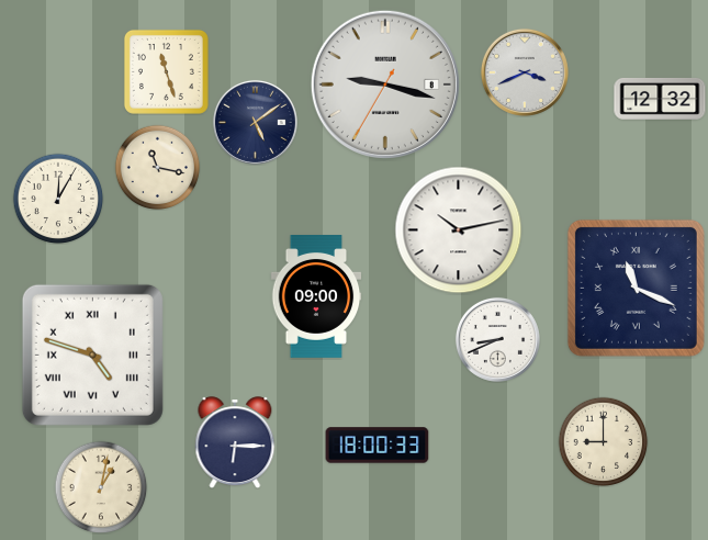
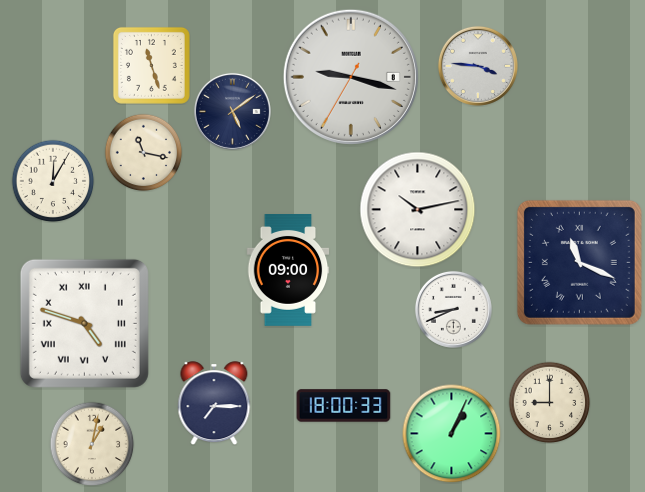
clock at (525, 72): 3:41 -> 3:46
clock at (660, 99): 12:32 -> none
clock at (235, 442): 6:15 -> 7:15
clock at (452, 434): none -> 1:04
